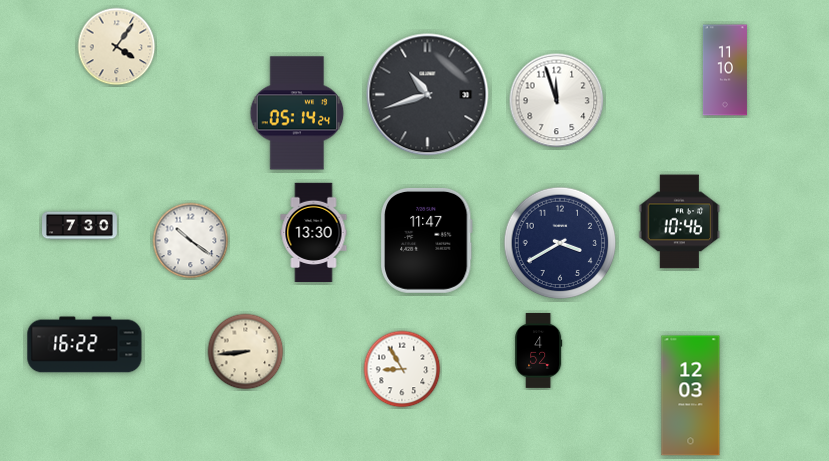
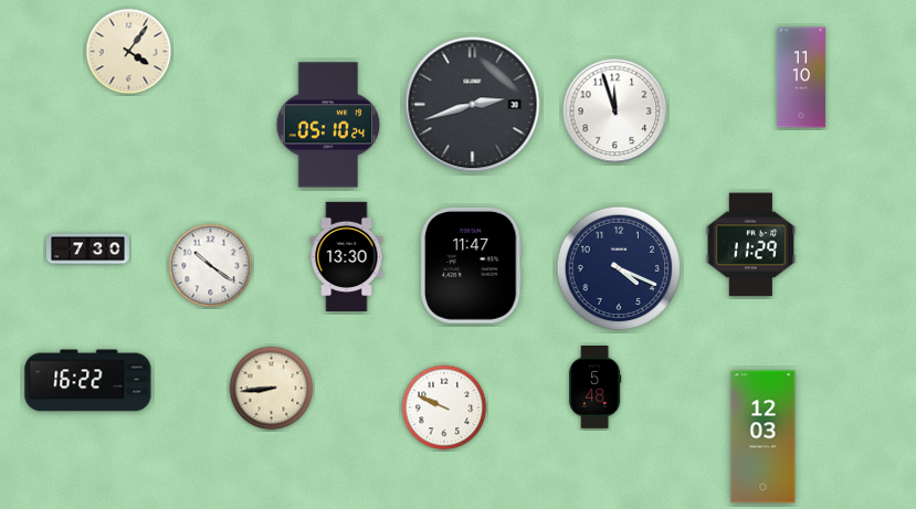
clock at (428, 95): 10:42 -> 2:42
clock at (297, 113): 05:14 -> 05:10
clock at (680, 222): 10:46 -> 11:29
clock at (560, 243): 3:40 -> 4:19
clock at (85, 345) position: (85, 345) -> (88, 381)
clock at (539, 351): 4:52 -> 5:48
clock at (402, 369): 8:55 -> 9:49
